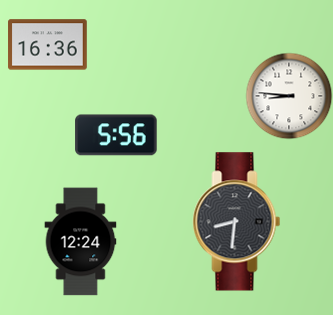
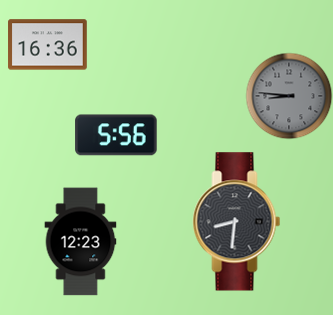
clock at (289, 96) dial: white -> grey
clock at (81, 242): 12:24 -> 12:23
